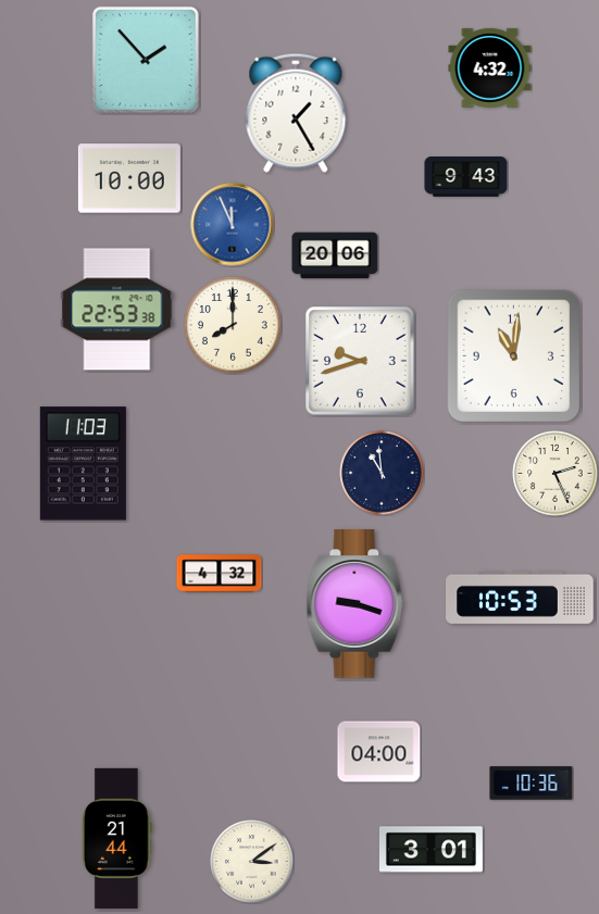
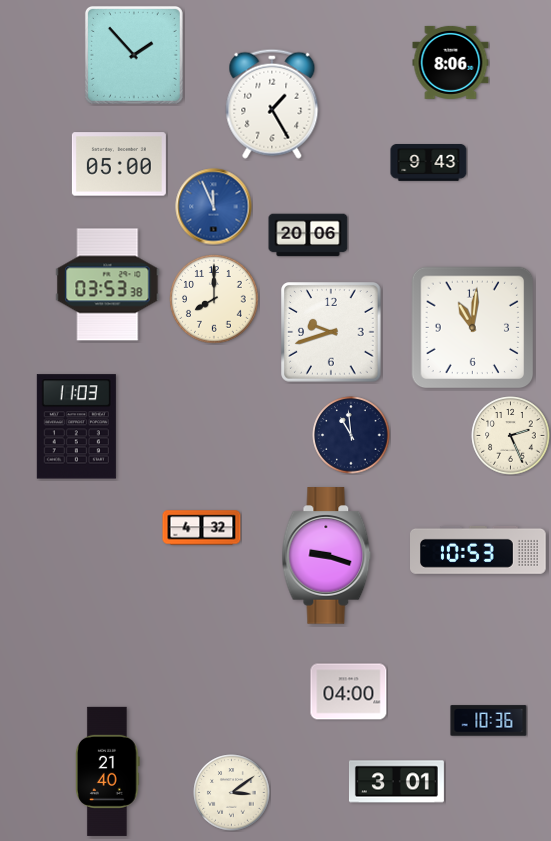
clock at (490, 67): 4:32 -> 8:06
clock at (129, 178): 10:00 -> 05:00
clock at (117, 310): 22:53 -> 03:53
clock at (117, 838): 21:44 -> 21:40
